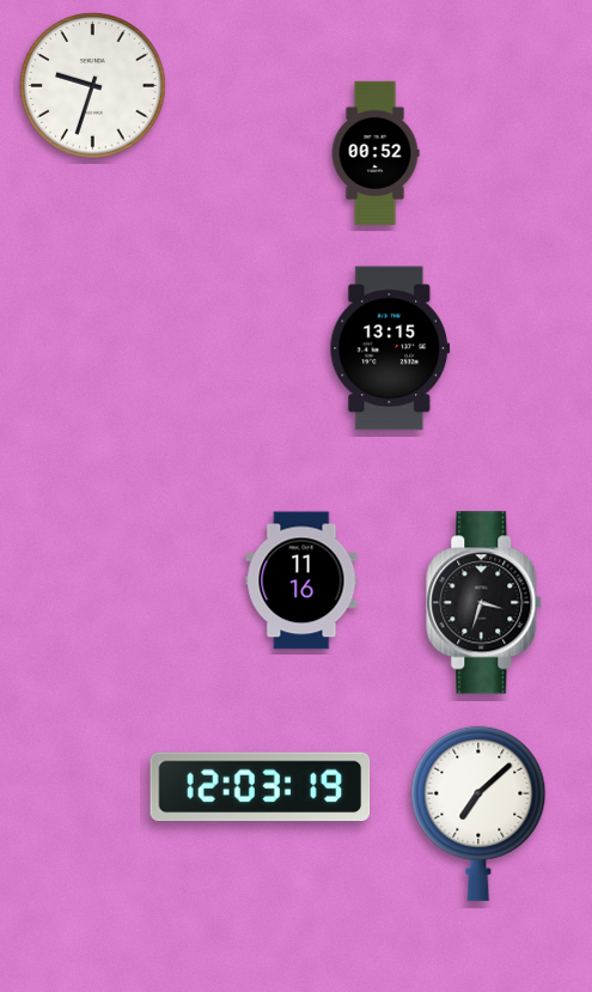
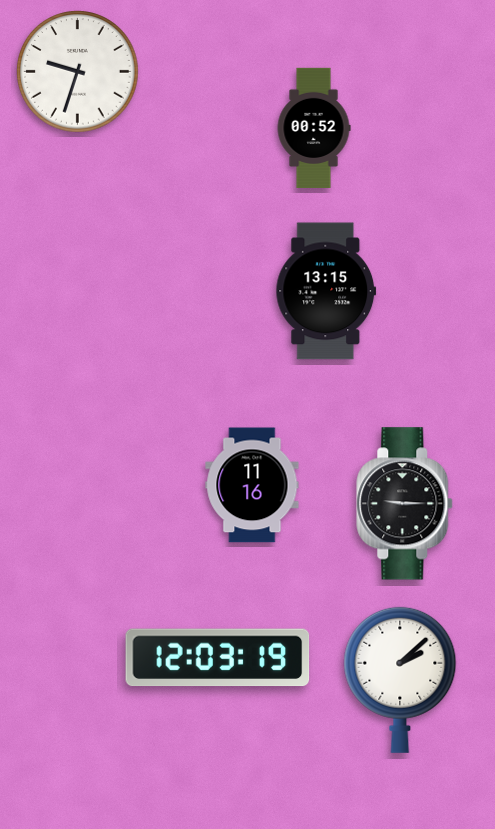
clock at (484, 603): 3:33 -> 9:15
clock at (478, 814): 7:08 -> 2:08
